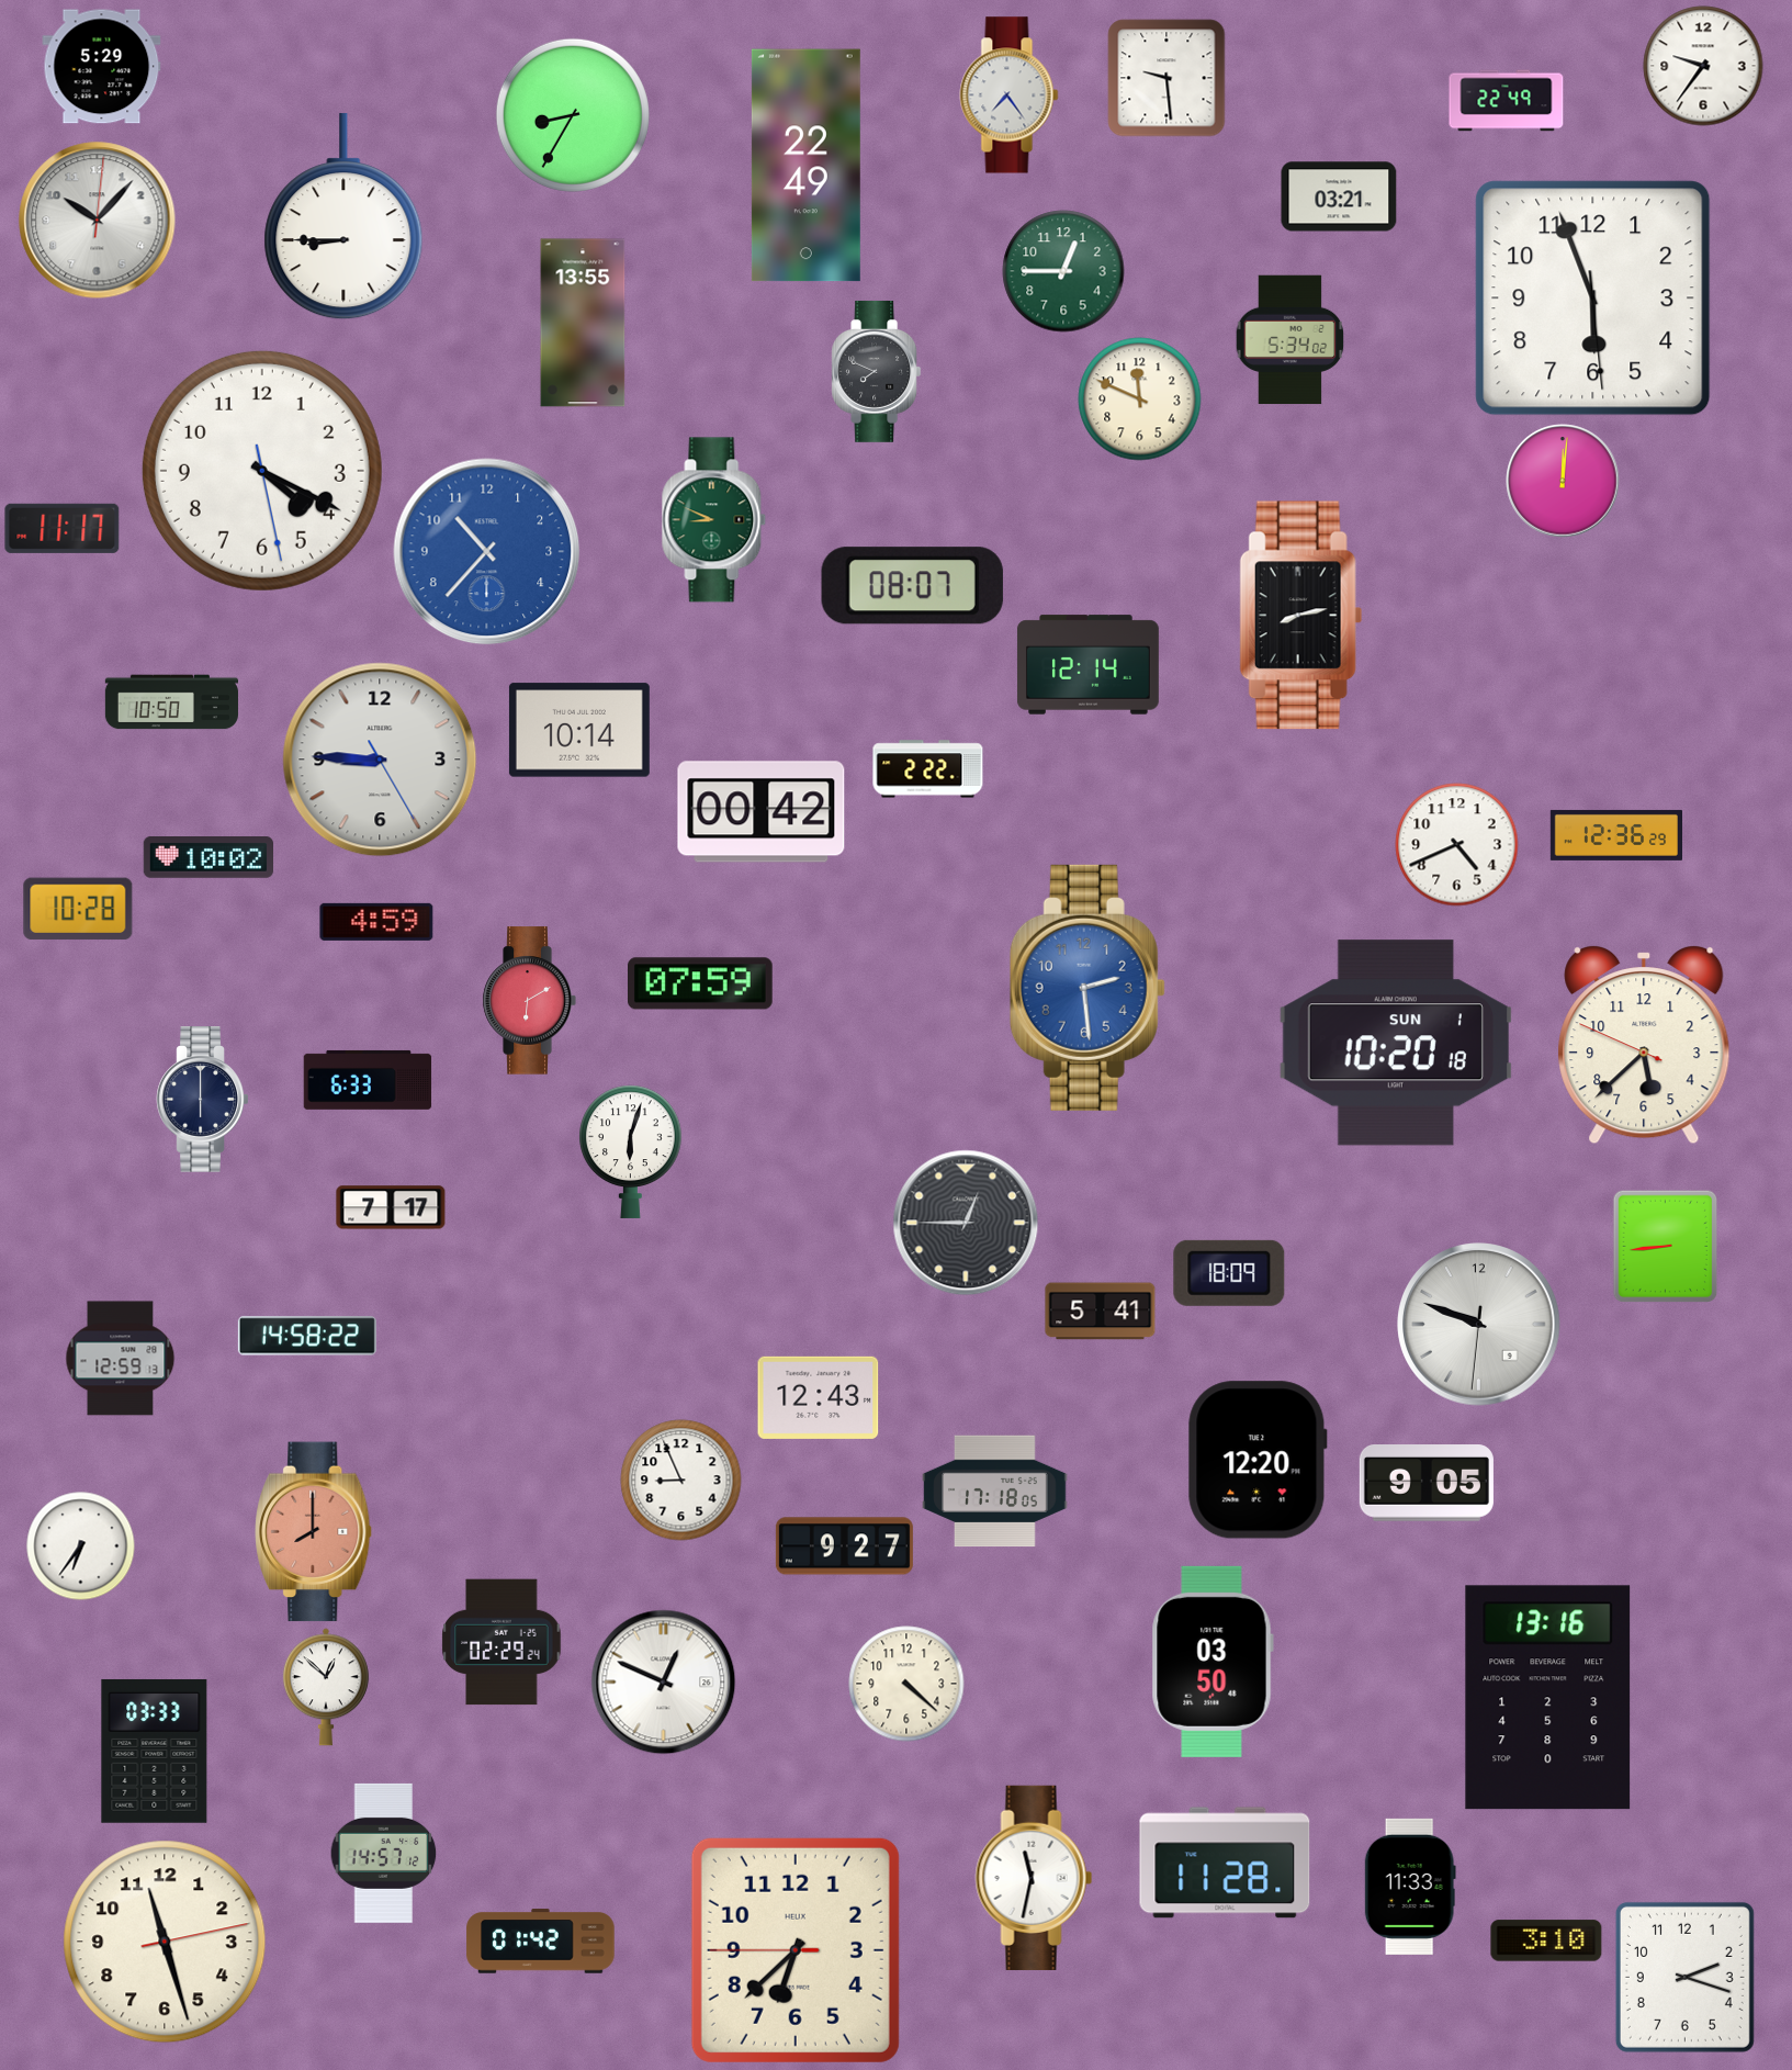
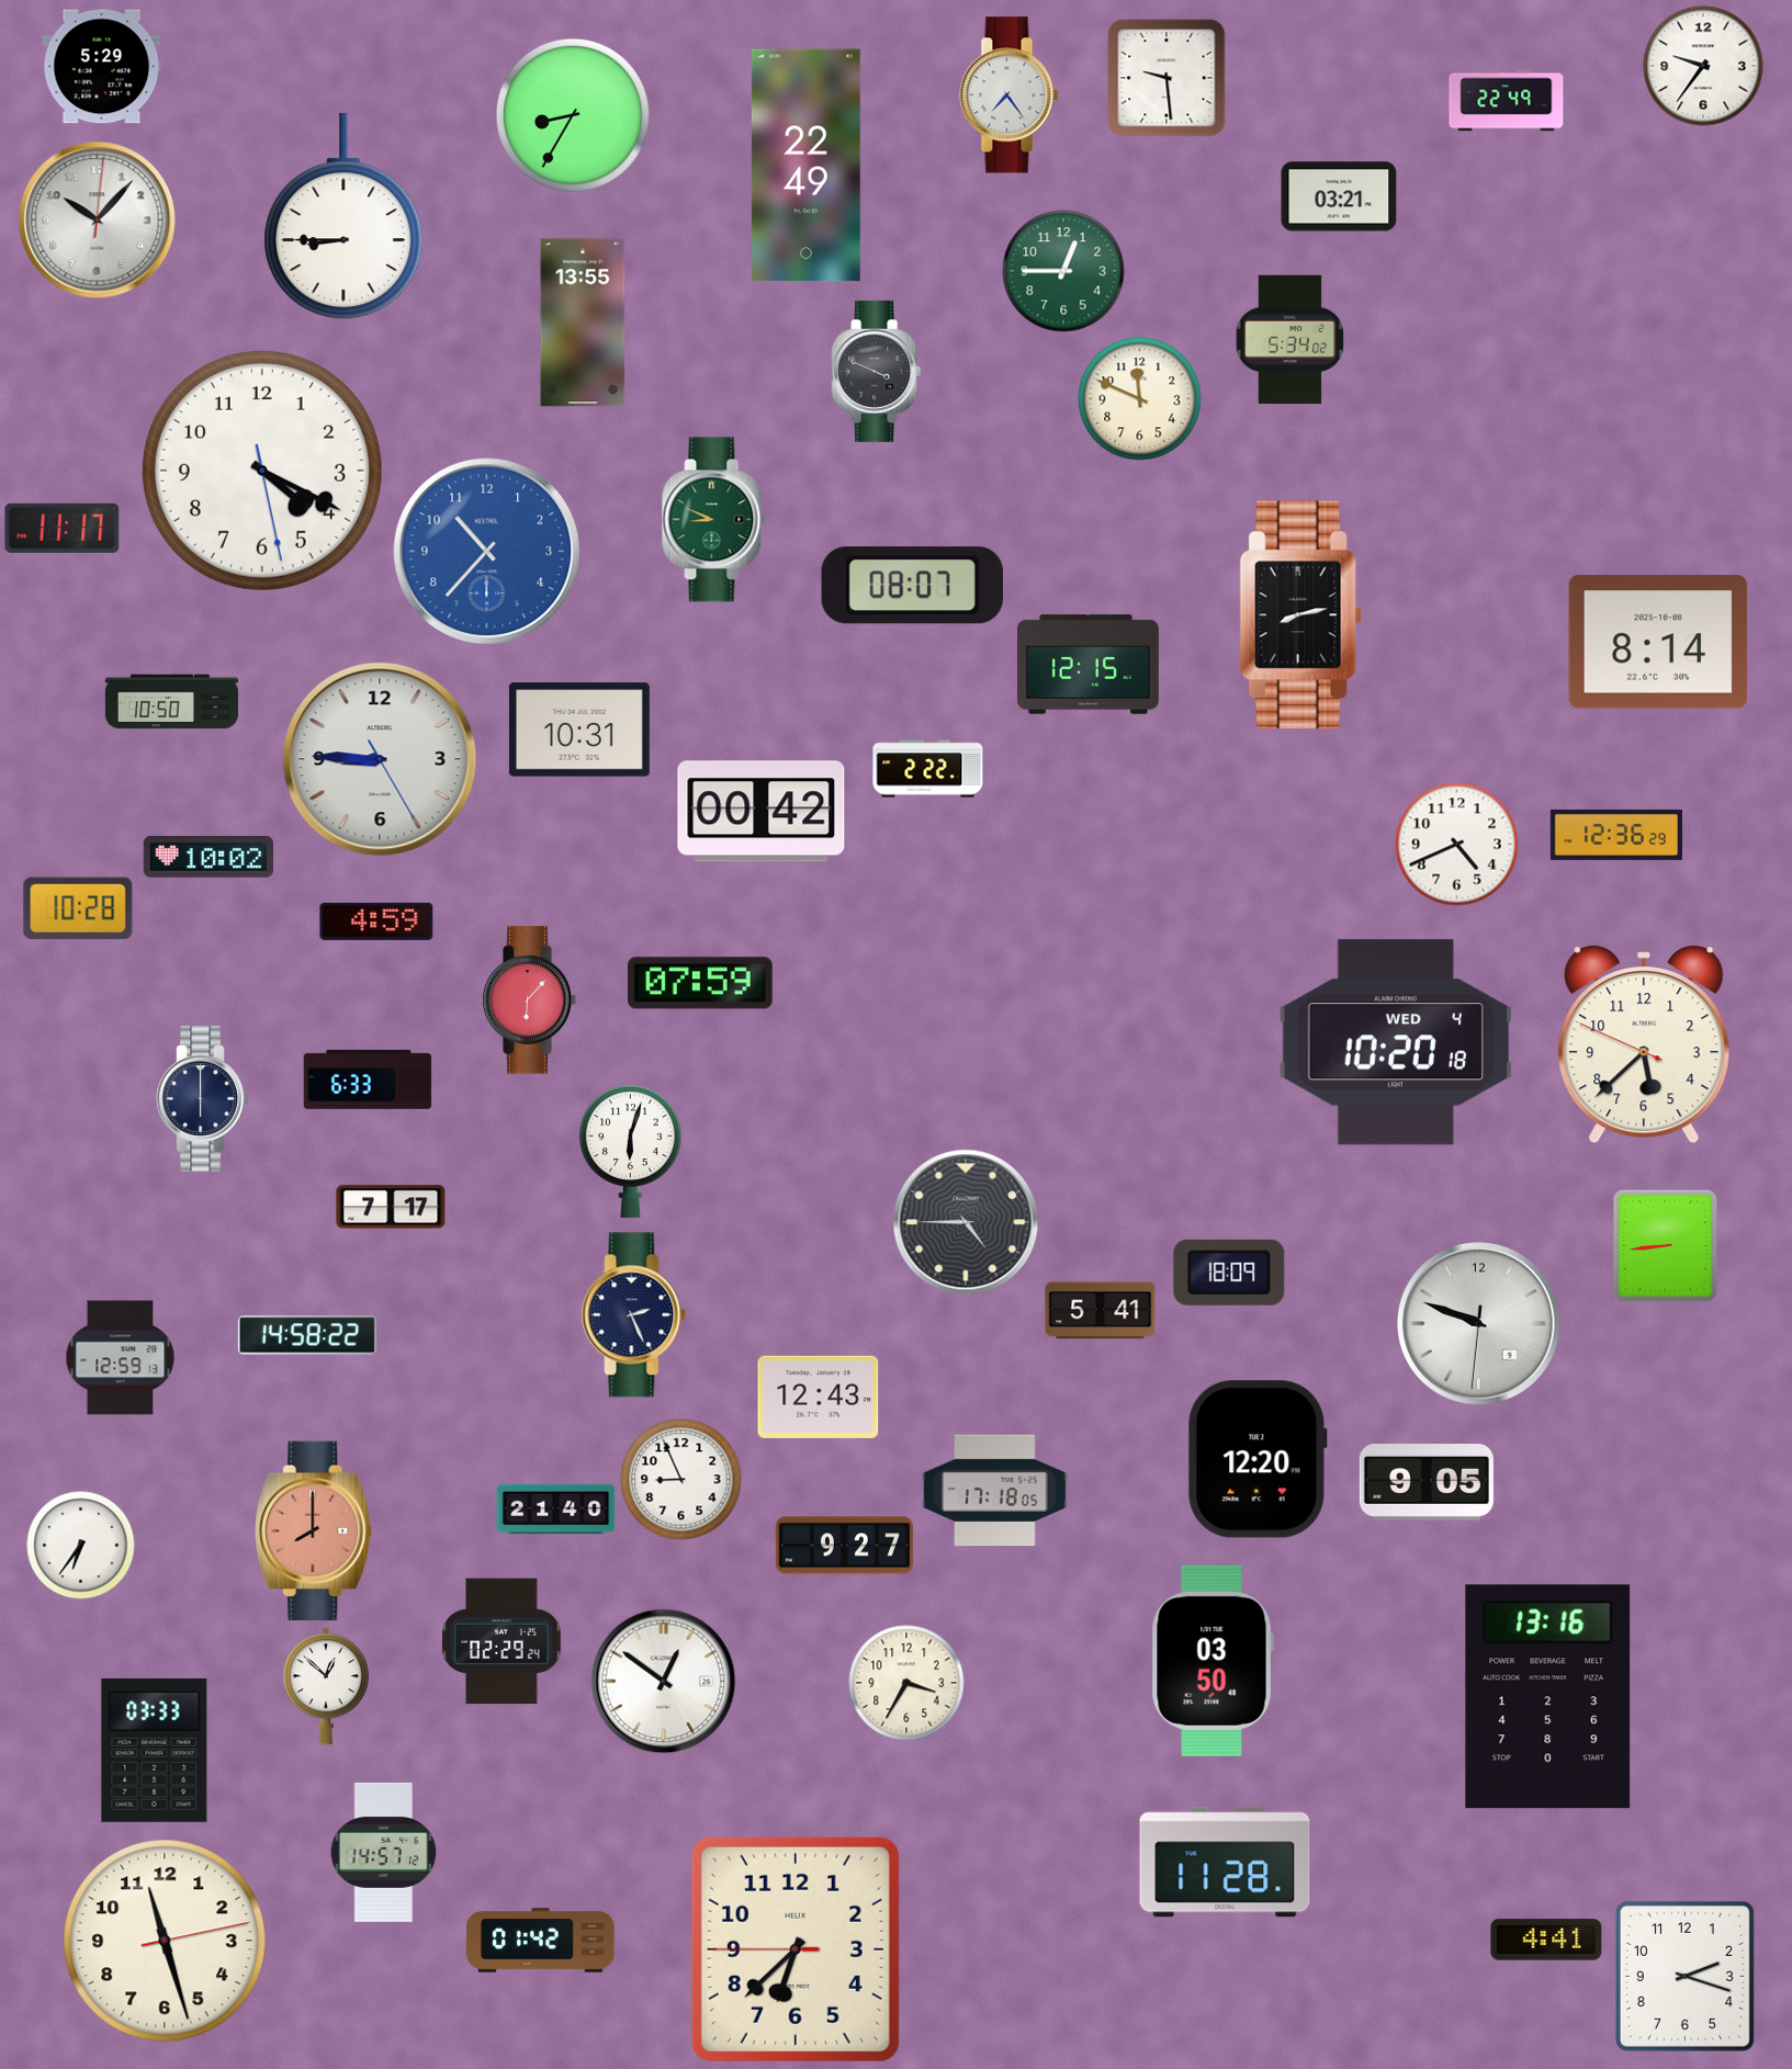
clock at (1593, 299): 5:56 -> none
clock at (877, 371): 7:49 -> 3:49
clock at (1563, 481): 12:01 -> none
clock at (1658, 642): none -> 8:14
clock at (1087, 665): 12:14 -> 12:15
clock at (579, 730): 10:14 -> 10:31
clock at (1087, 988): 2:29 -> none
clock at (529, 1001): 6:10 -> 6:07
clock at (1395, 1043) date: SUN 1 -> WED 4
clock at (966, 1223): 12:45 -> 4:45
clock at (634, 1315): none -> 2:26
clock at (556, 1510): none -> 21:40
clock at (664, 1683): 12:49 -> 12:51
clock at (906, 1684): 4:22 -> 3:35
clock at (1034, 1878): 11:32 -> none
clock at (1410, 1887): 11:33 -> none
clock at (1546, 1940): 3:10 -> 4:41
